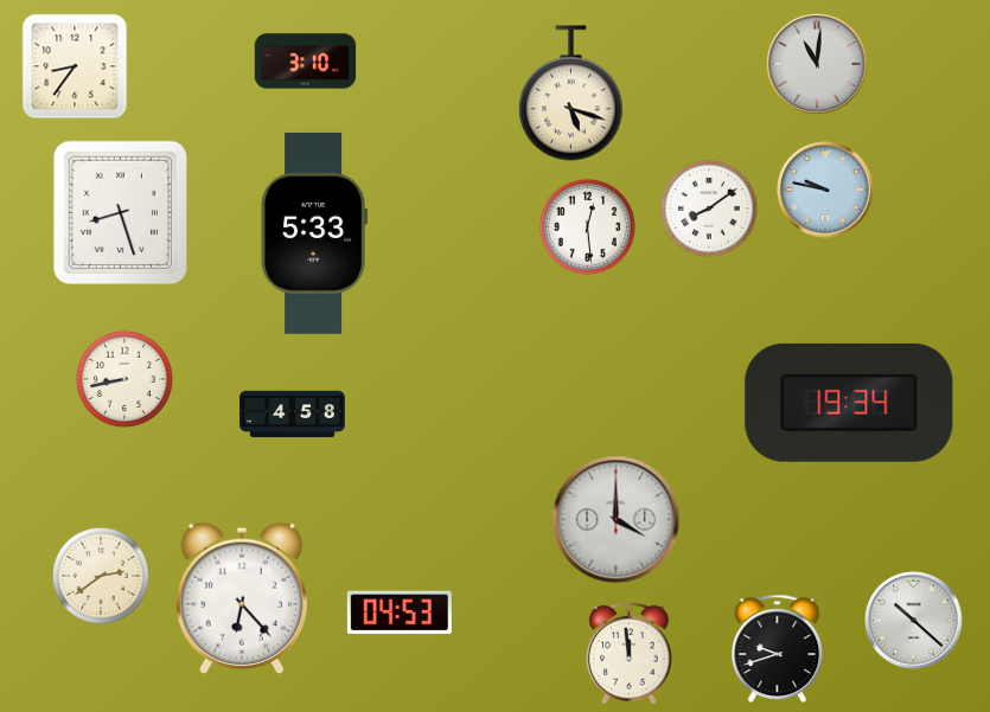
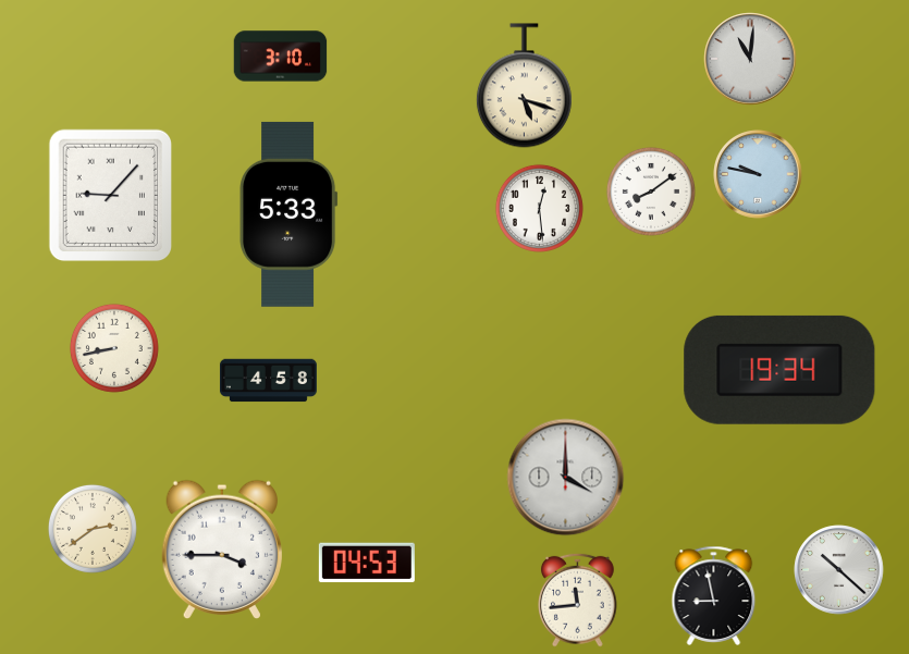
clock at (75, 66): 8:36 -> none
clock at (121, 213): 8:27 -> 9:07
clock at (241, 597): 6:23 -> 3:45
clock at (778, 648): 9:42 -> 8:58
clock at (630, 653): 11:59 -> 11:44
